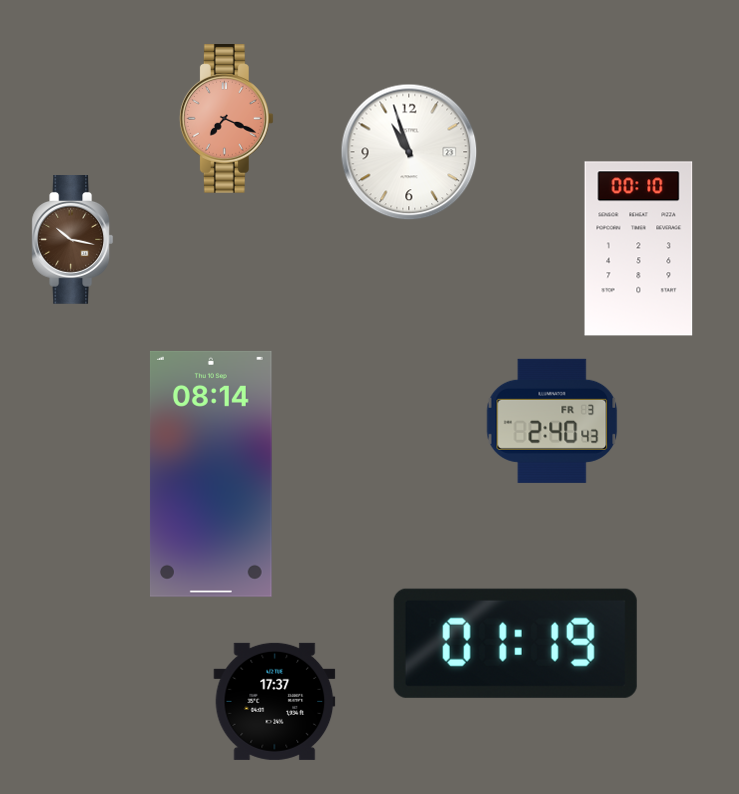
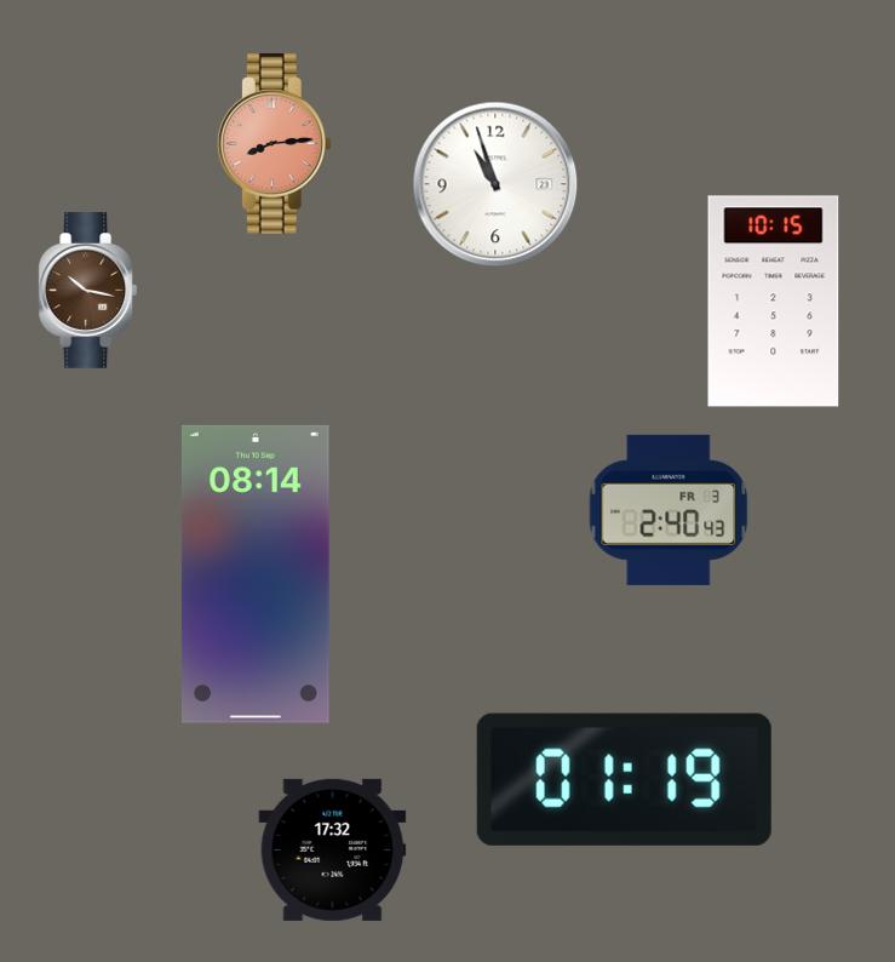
clock at (226, 119): 7:19 -> 8:14
clock at (639, 249): 00:10 -> 10:15
clock at (275, 701): 17:37 -> 17:32
